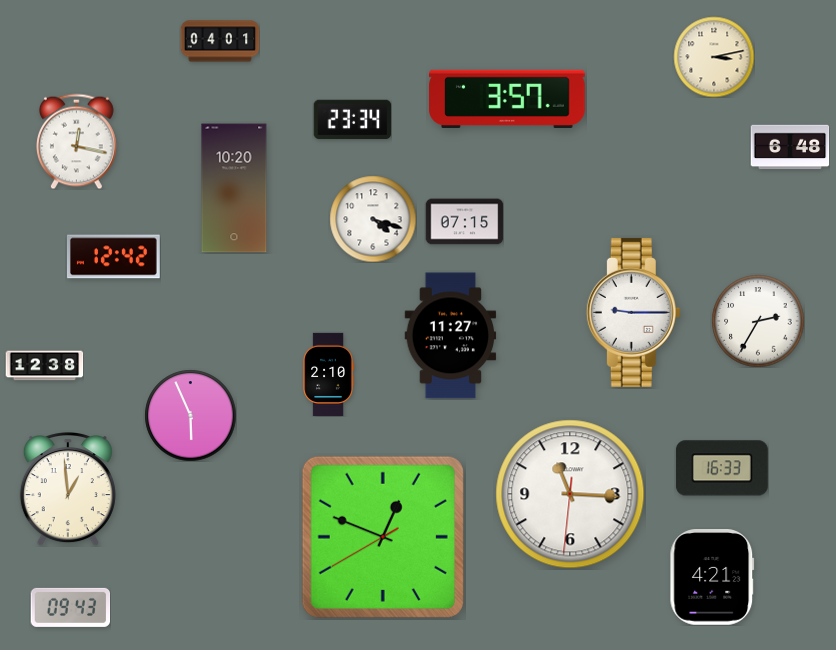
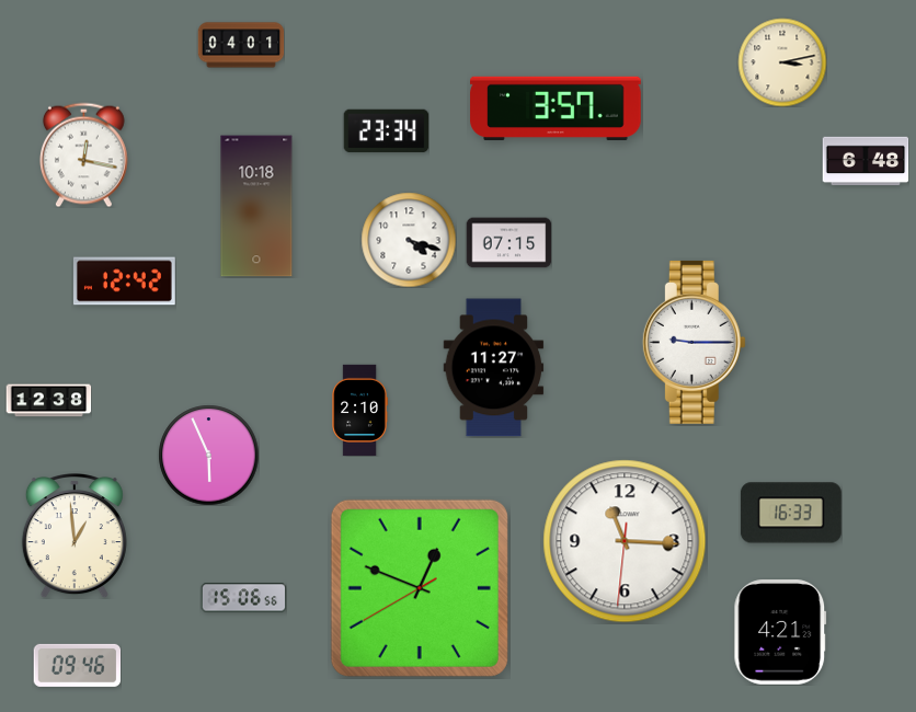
clock at (234, 188): 10:20 -> 10:18
clock at (758, 321): 2:35 -> none
clock at (243, 598): none -> 15:06
clock at (70, 607): 09:43 -> 09:46
